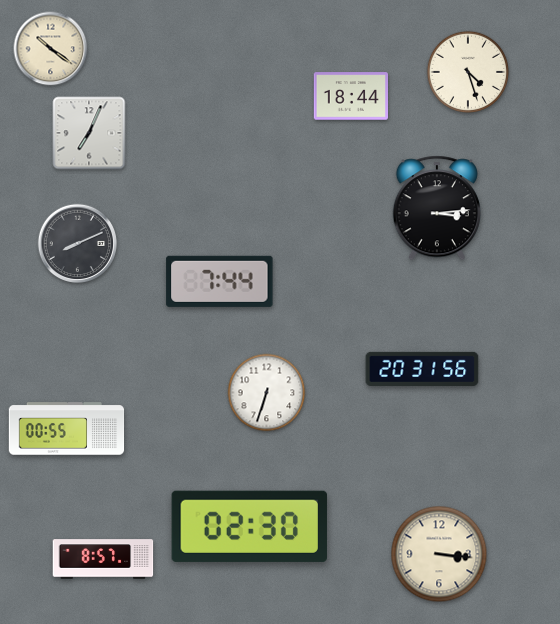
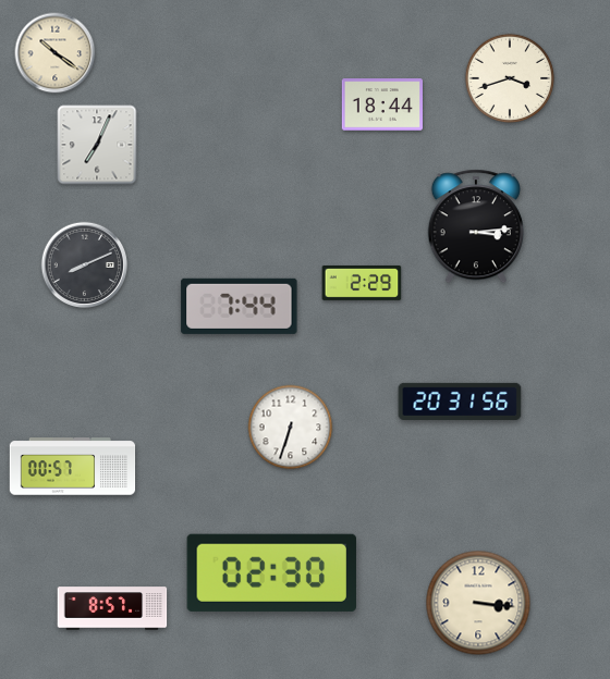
clock at (468, 72): 4:27 -> 3:42
clock at (362, 283): none -> 2:29
clock at (67, 429): 00:55 -> 00:57
